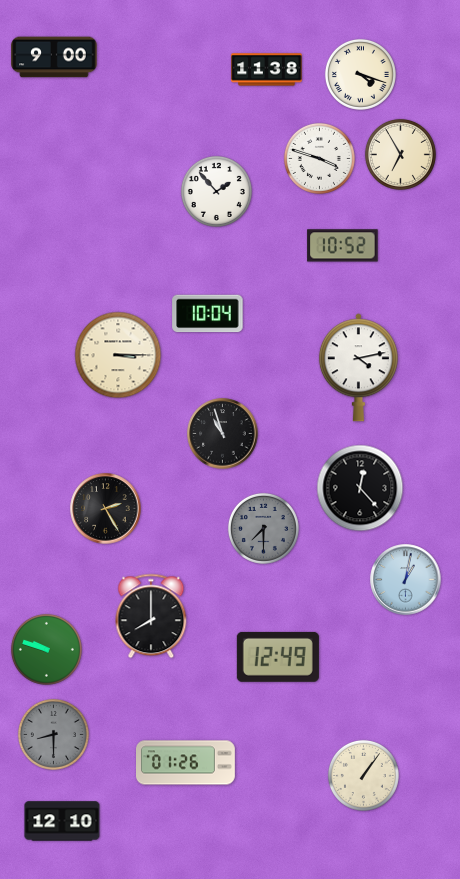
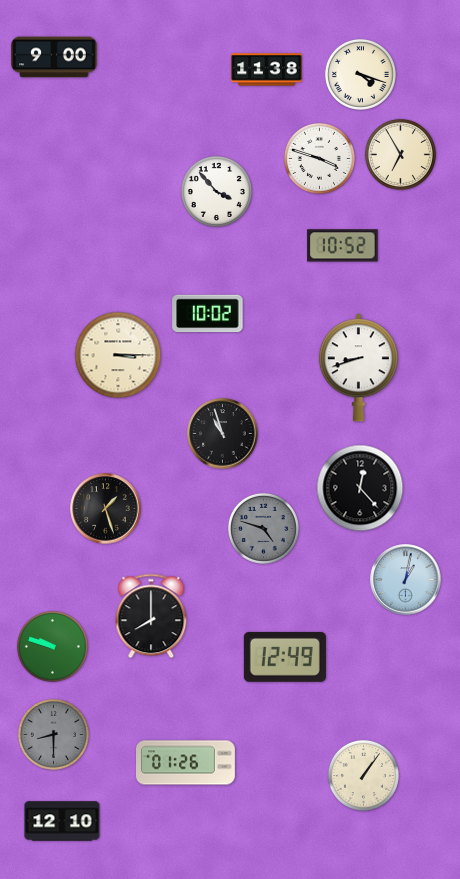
clock at (216, 191): 1:53 -> 3:53
clock at (208, 314): 10:04 -> 10:02
clock at (358, 368): 4:13 -> 8:42
clock at (106, 509): 2:25 -> 1:27
clock at (263, 528): 7:30 -> 4:48
clock at (46, 649) position: (46, 649) -> (52, 646)
clock at (278, 657) position: (278, 657) -> (285, 657)
